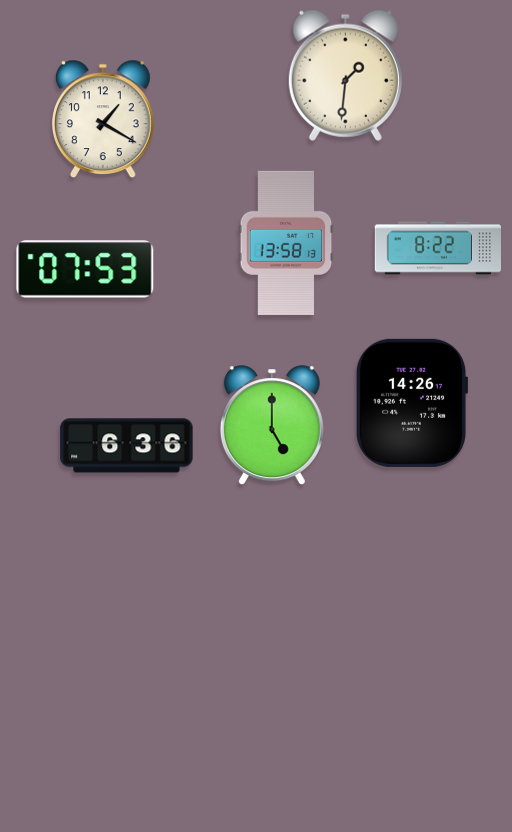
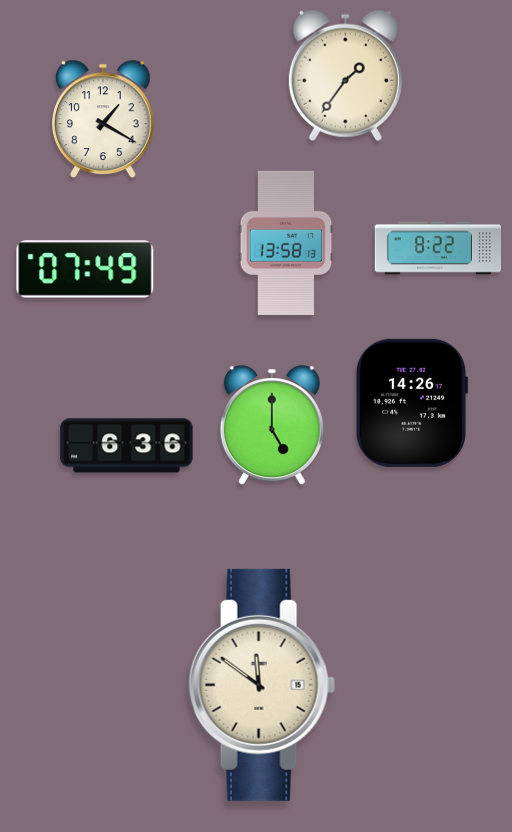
clock at (345, 75): 1:31 -> 1:36
clock at (85, 269): 07:53 -> 07:49
clock at (262, 685): none -> 11:51
